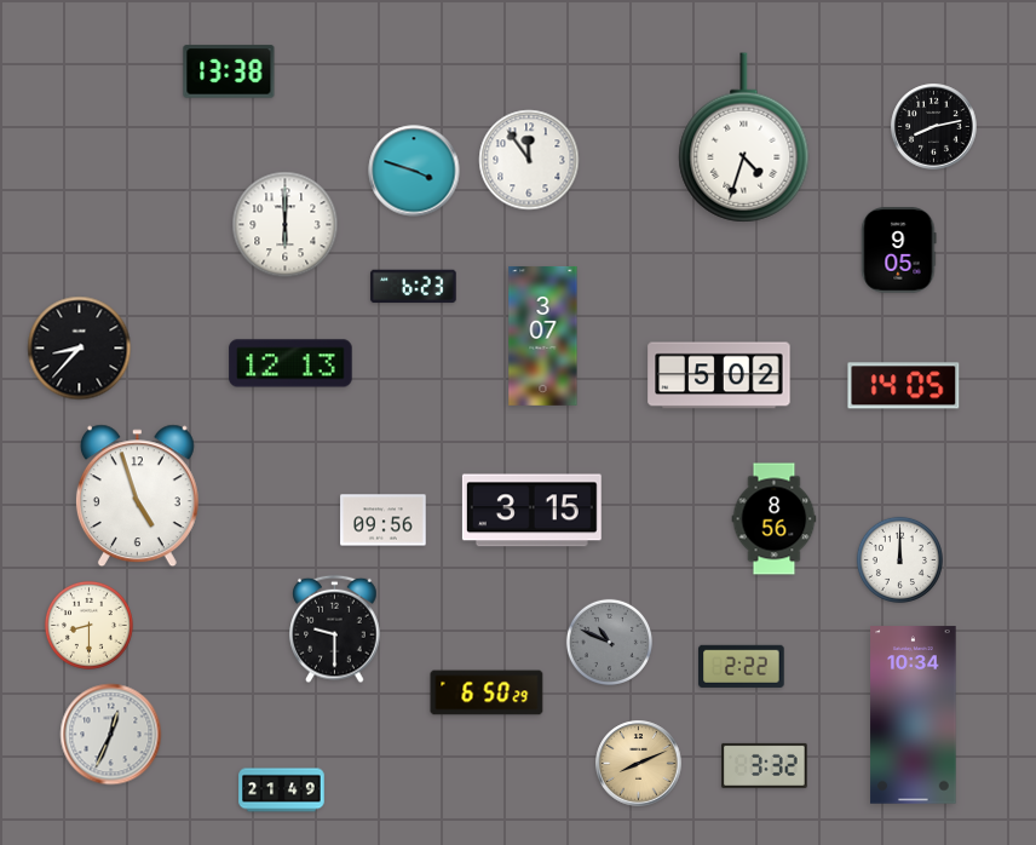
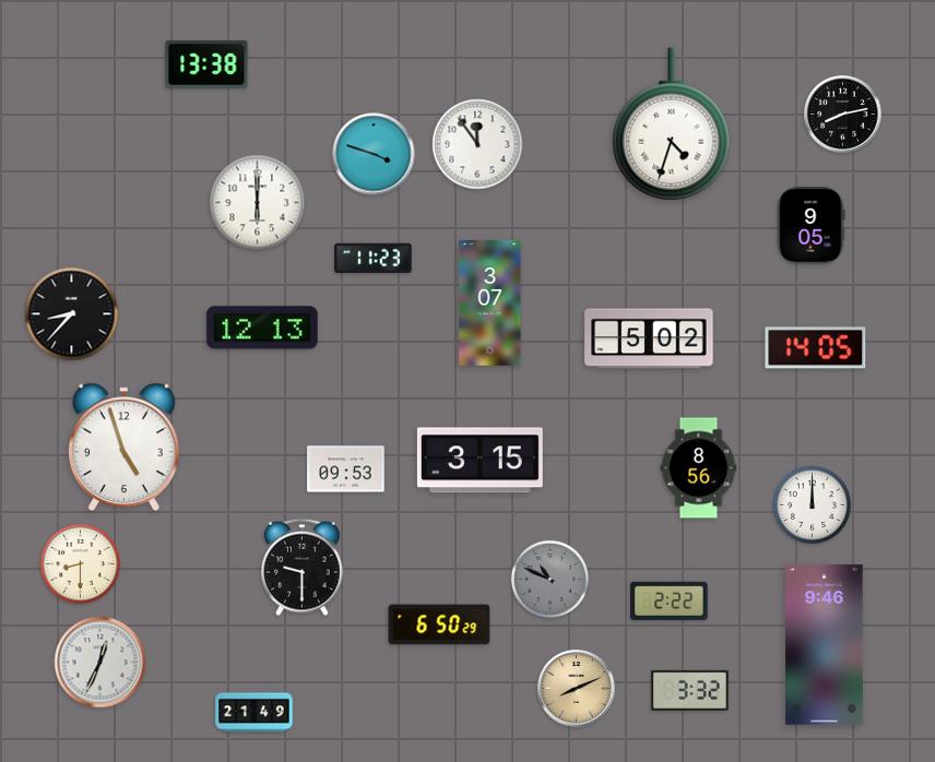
clock at (414, 287): 6:23 -> 11:23
clock at (384, 521): 09:56 -> 09:53
clock at (914, 715): 10:34 -> 9:46
